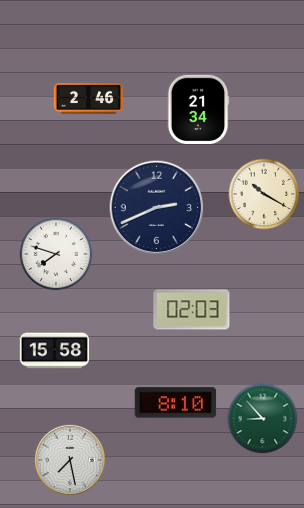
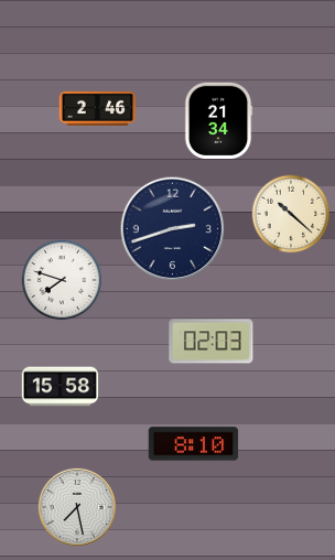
clock at (264, 194): 10:20 -> 10:22
clock at (157, 208): 2:41 -> 2:42
clock at (263, 419): 8:53 -> none
